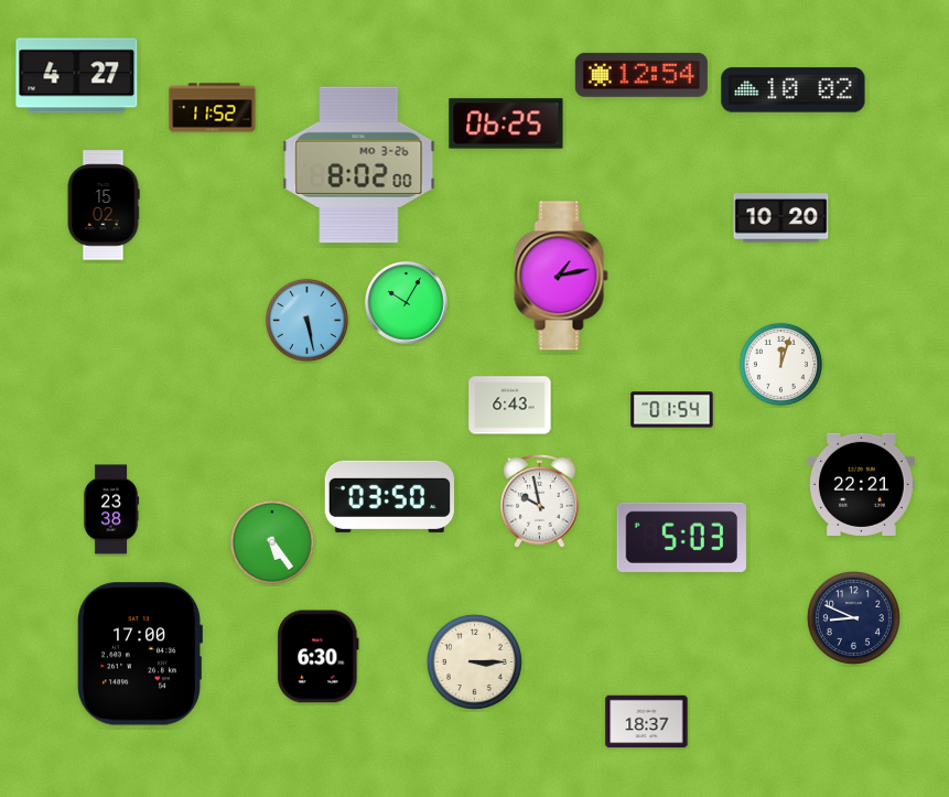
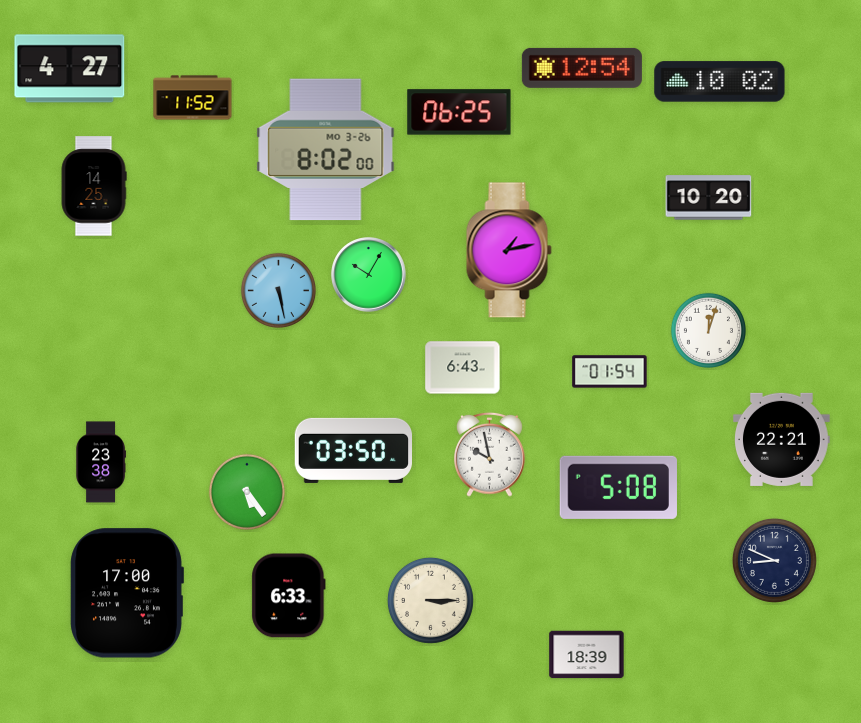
clock at (104, 205): 15:02 -> 14:25
clock at (681, 537): 5:03 -> 5:08
clock at (319, 657): 6:30 -> 6:33
clock at (647, 722): 18:37 -> 18:39
